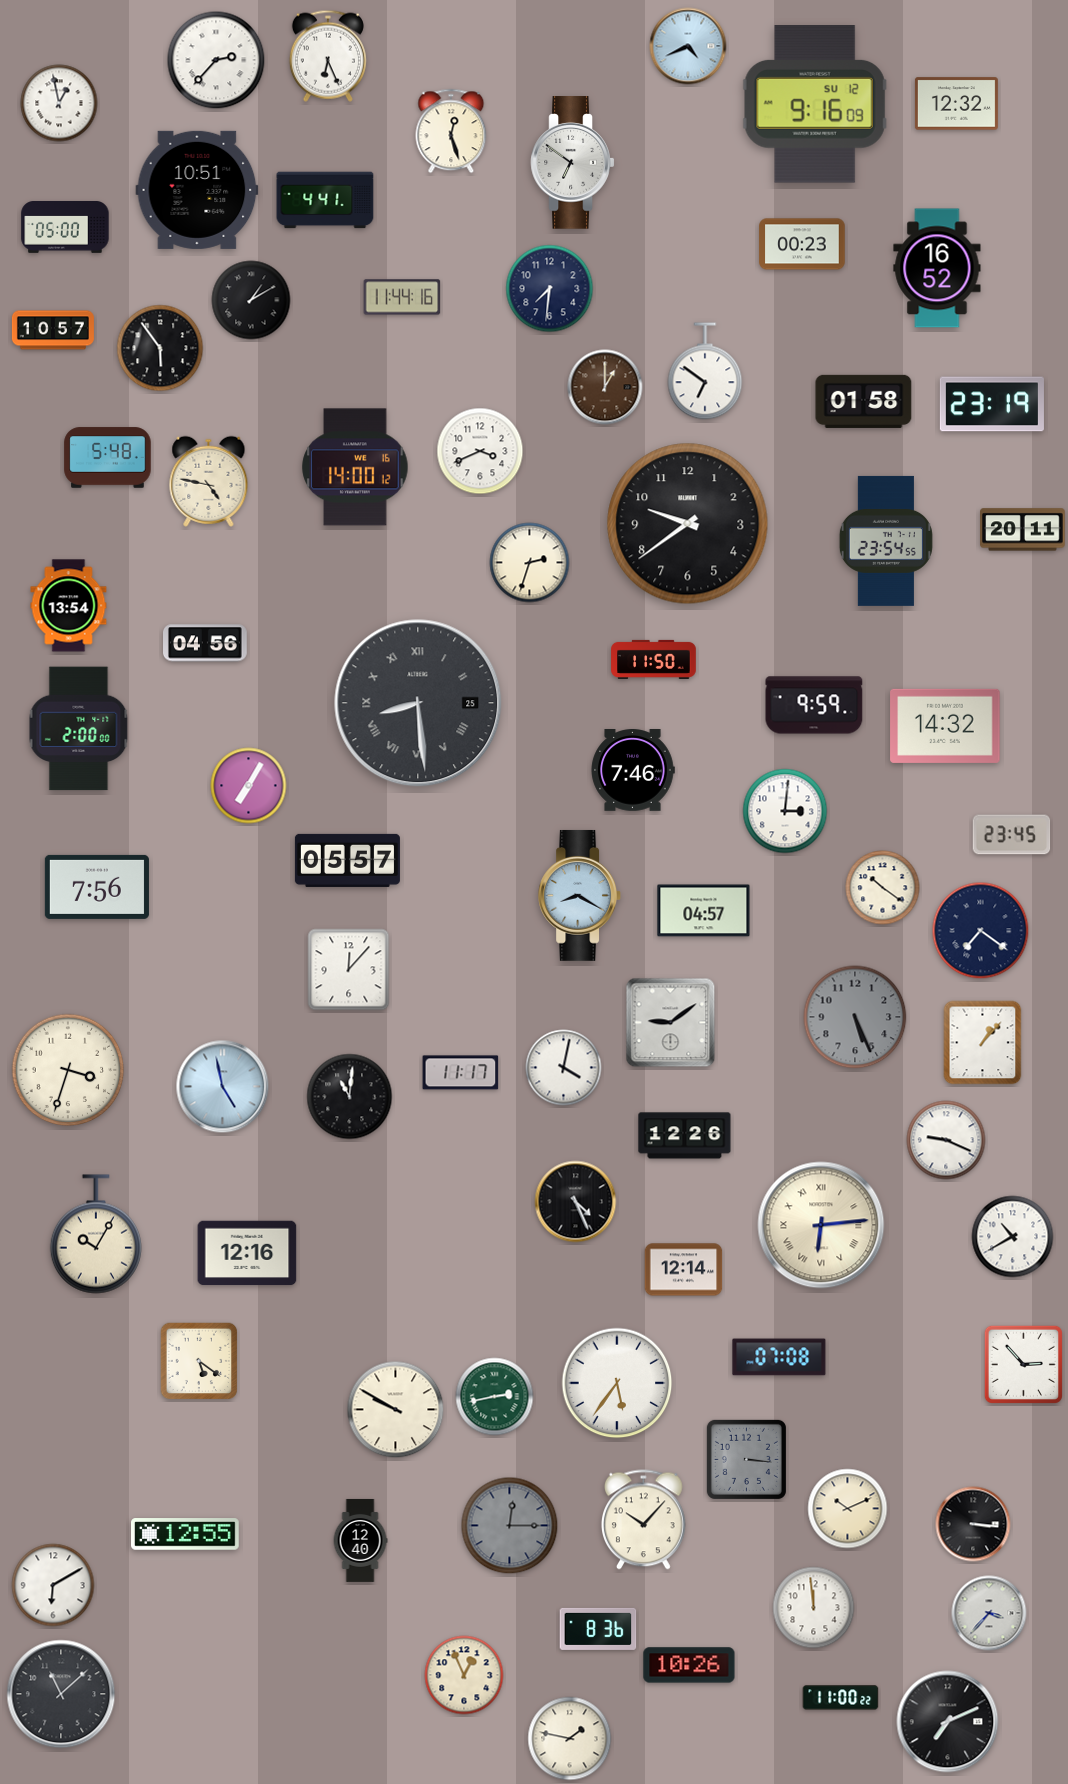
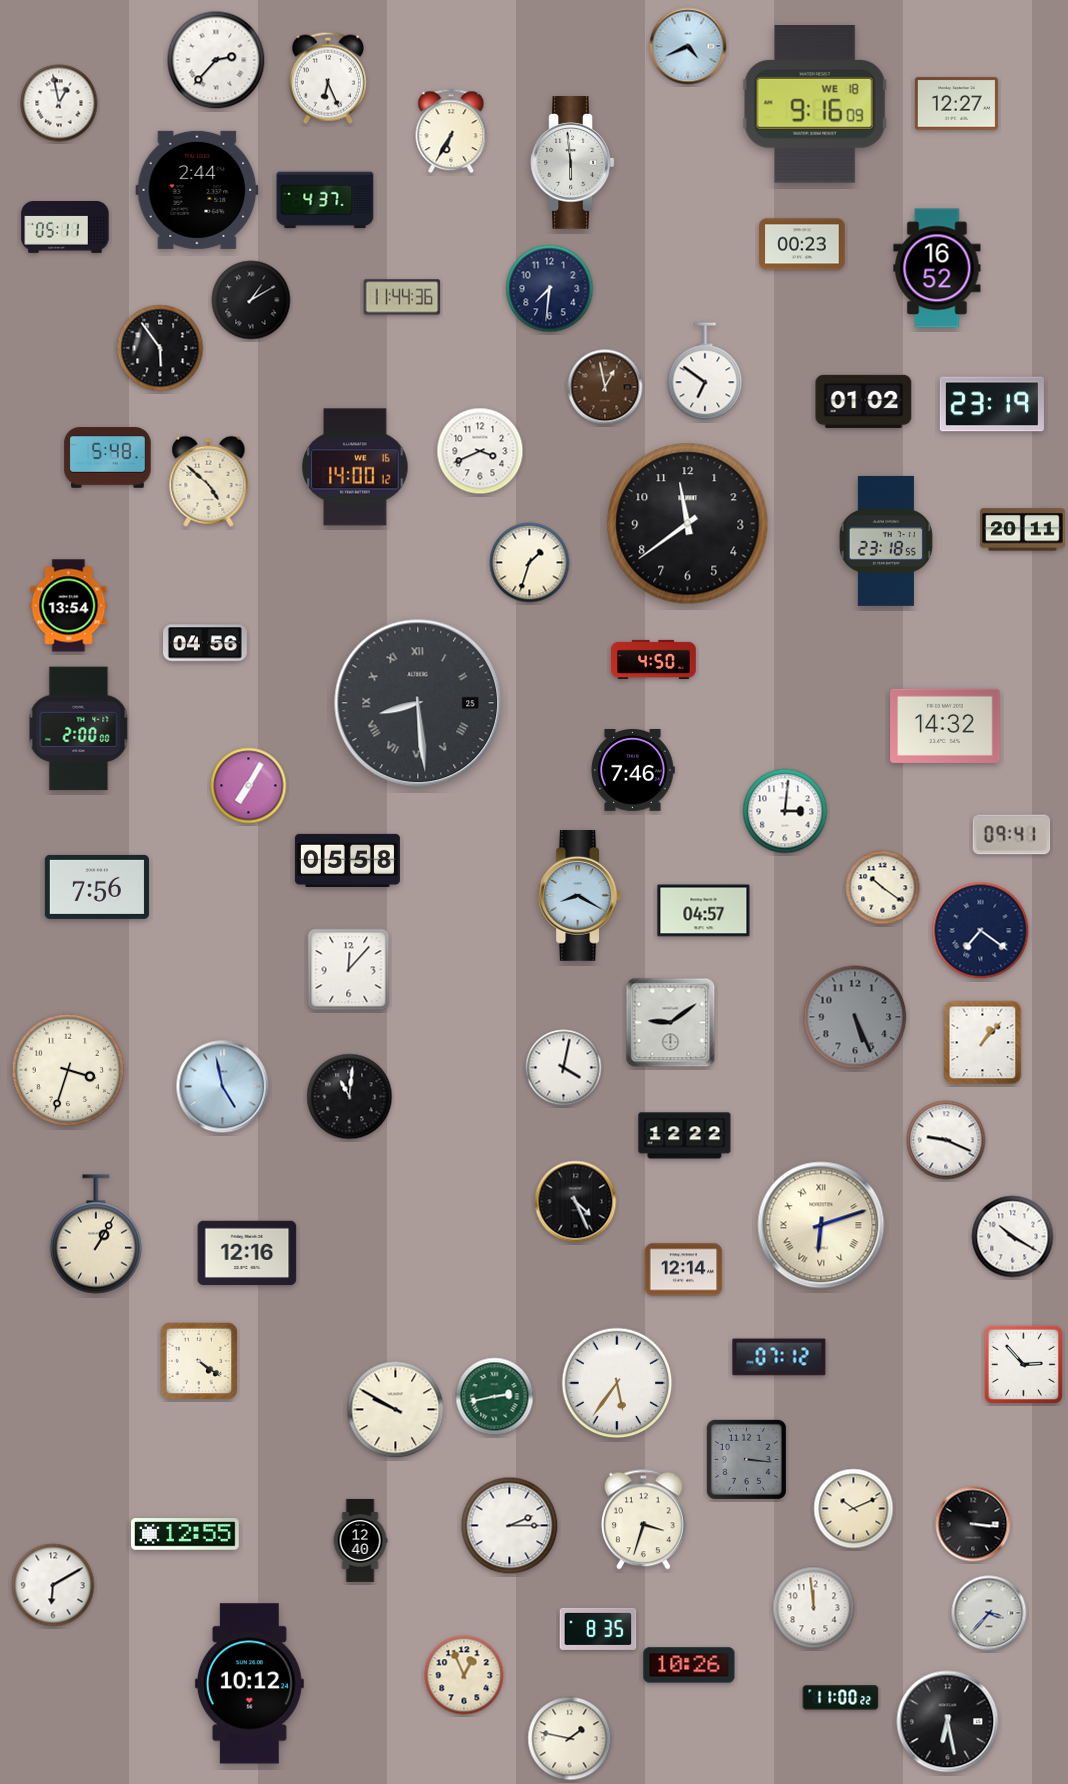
clock at (328, 56) position: (328, 56) -> (328, 78)
clock at (815, 104) date: SU 12 -> WE 18
clock at (956, 104): 12:32 -> 12:27
clock at (451, 131): 12:27 -> 6:35
clock at (573, 163): 6:51 -> 5:59
clock at (197, 190): 10:51 -> 2:44
clock at (325, 200): 4:41 -> 4:37
clock at (65, 228): 05:00 -> 05:11
clock at (402, 297): 11:44:16 -> 11:44:36
clock at (53, 330): 10:57 -> none
clock at (605, 387): 1:00 -> 12:58
clock at (864, 401): 01:58 -> 01:02
clock at (209, 481): 4:47 -> 4:52
clock at (688, 524): 9:39 -> 11:39
clock at (886, 541): 23:54 -> 23:18
clock at (530, 563): 2:33 -> 1:33
clock at (654, 659): 11:50 -> 4:50
clock at (814, 705): 9:59 -> none
clock at (1012, 835): 23:45 -> 09:41
clock at (347, 860): 05:57 -> 05:58
clock at (461, 1073): 11:17 -> none
clock at (685, 1136): 12:26 -> 12:22
clock at (821, 1225): 6:14 -> 6:12
clock at (96, 1234): 10:05 -> 1:05
clock at (1013, 1237): 10:40 -> 10:20
clock at (779, 1357): 07:08 -> 07:12
clock at (199, 1361): 5:21 -> 4:21
clock at (848, 1509) position: (848, 1509) -> (854, 1509)
clock at (643, 1520): 10:07 -> 3:33
clock at (510, 1526): 12:15 -> 2:15
clock at (510, 1526) dial: grey -> white
clock at (598, 1629): 8:36 -> 8:35
clock at (249, 1684): none -> 10:12
clock at (61, 1694): 11:08 -> none
clock at (948, 1722): 7:11 -> 6:28
